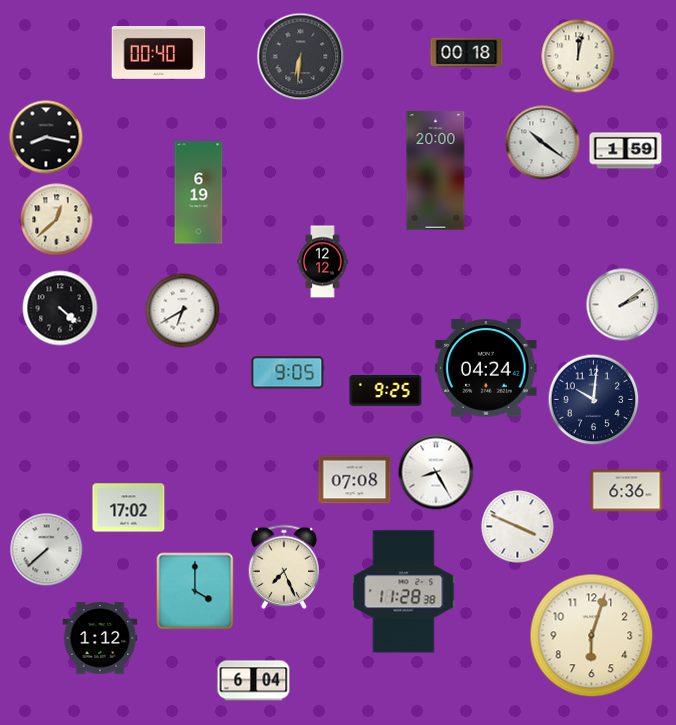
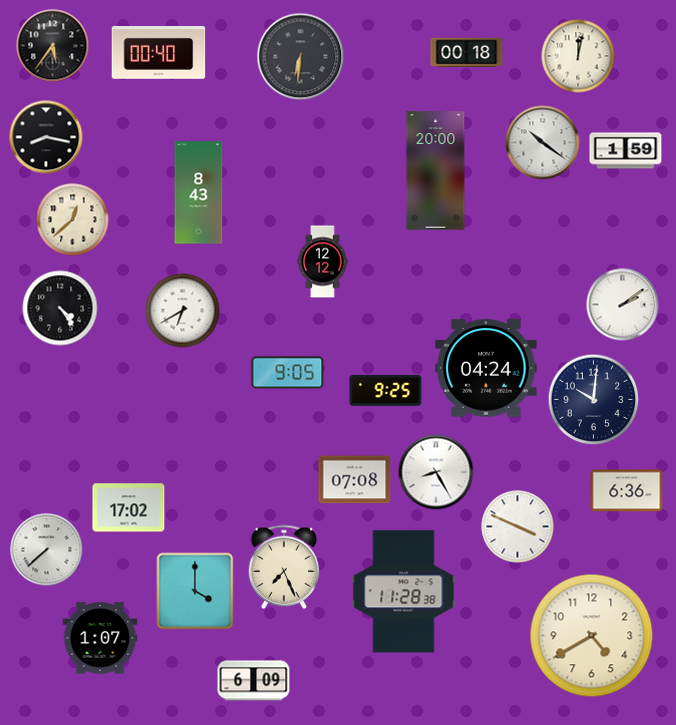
clock at (53, 46): none -> 5:36
clock at (199, 193): 6:19 -> 8:43
clock at (57, 220) position: (57, 220) -> (73, 220)
clock at (60, 308): 4:22 -> 4:24
clock at (592, 636): 6:03 -> 4:40
clock at (100, 638): 1:12 -> 1:07
clock at (254, 681): 6:04 -> 6:09
